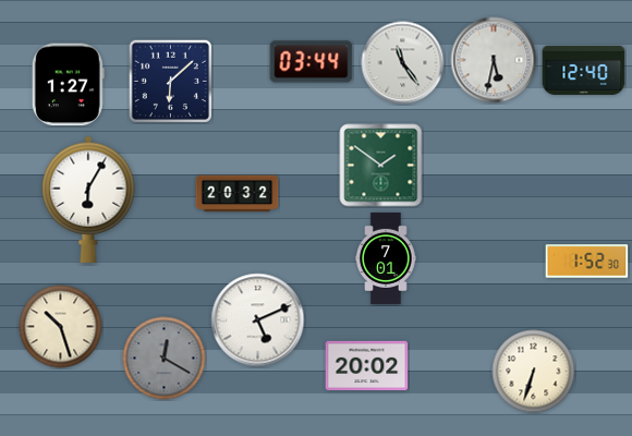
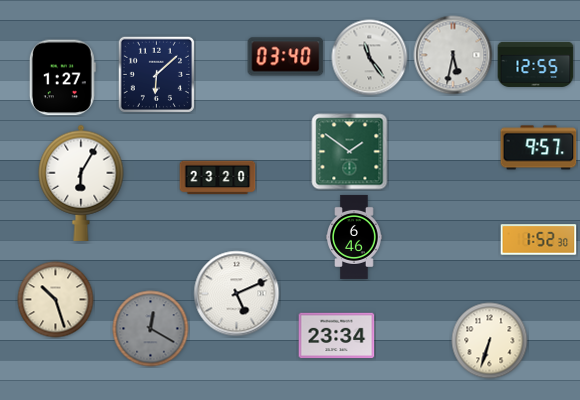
clock at (312, 62): 03:44 -> 03:40
clock at (584, 70): 12:40 -> 12:55
clock at (539, 148): none -> 9:57
clock at (238, 194): 20:32 -> 23:20
clock at (386, 258): 7:01 -> 6:46
clock at (367, 366): 20:02 -> 23:34
